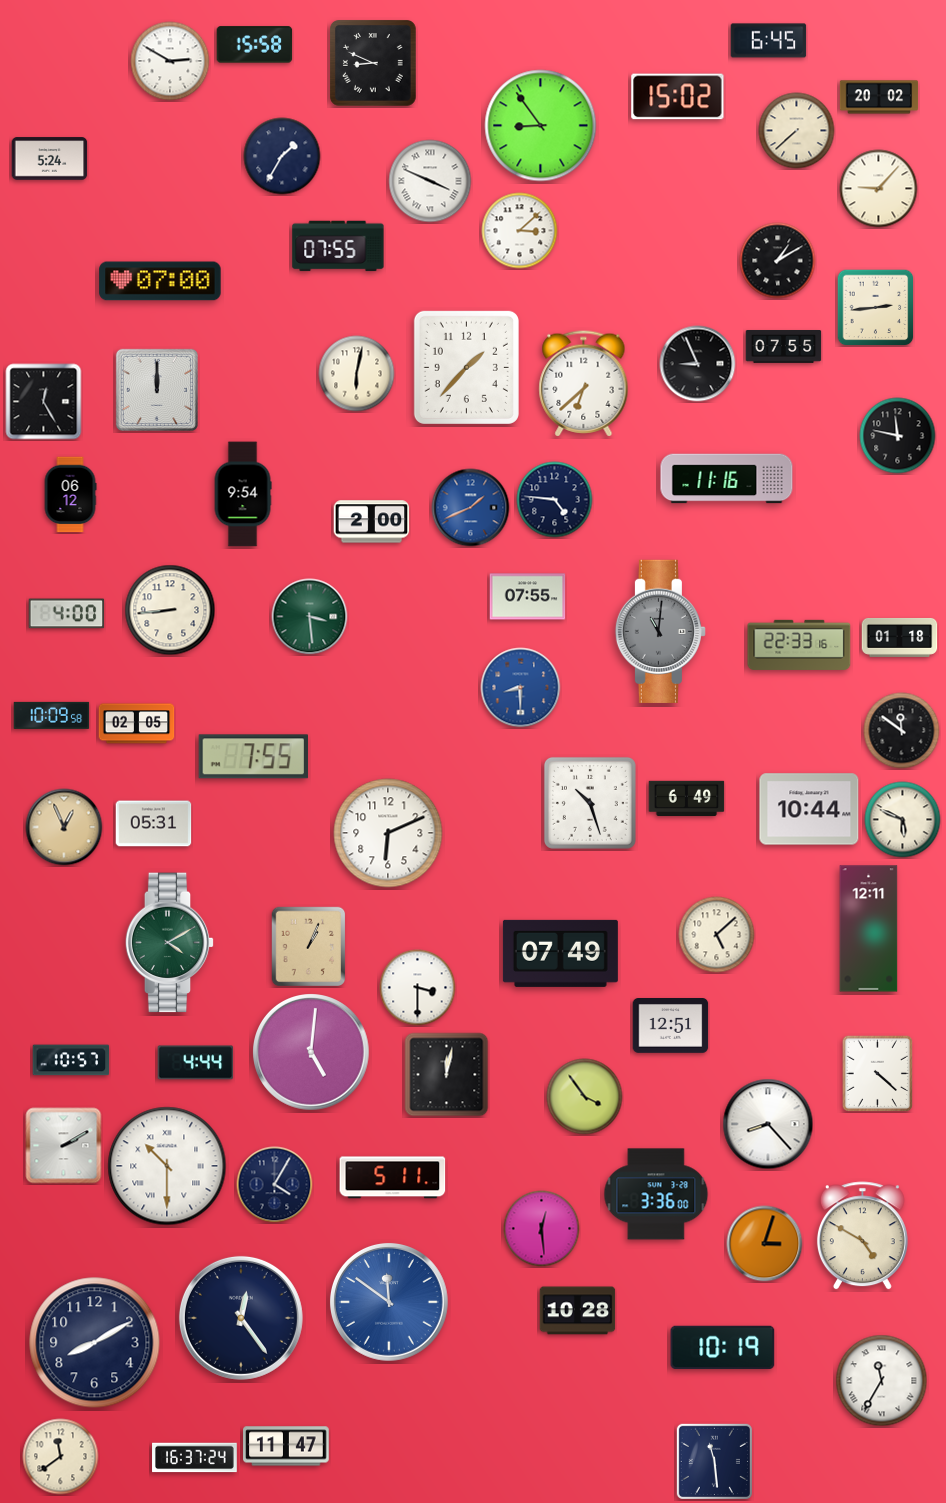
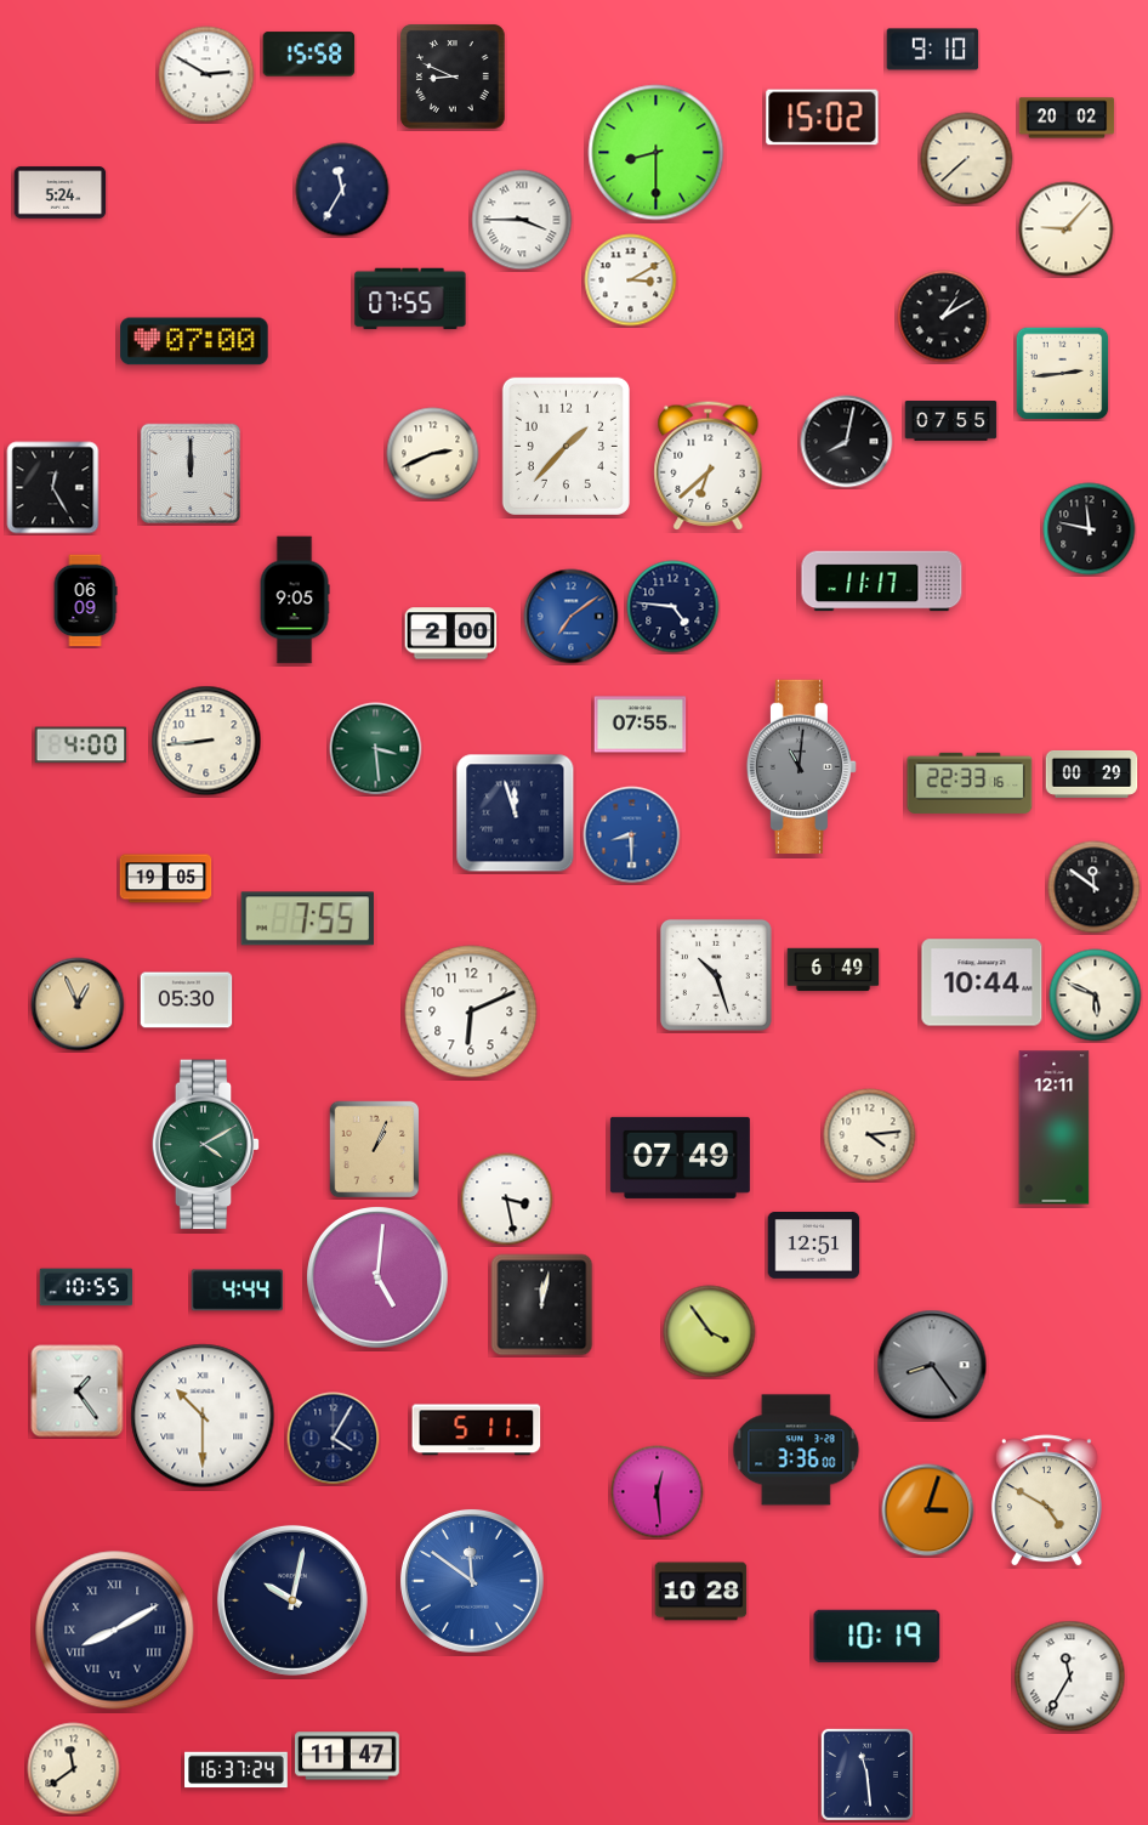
clock at (769, 41): 6:45 -> 9:10
clock at (541, 126): 8:54 -> 8:30
clock at (282, 156): 1:35 -> 11:35
clock at (430, 181): 3:49 -> 3:45
clock at (520, 231): 3:08 -> 3:10
clock at (698, 364): 8:56 -> 8:02
clock at (357, 374): 6:02 -> 2:41
clock at (727, 479): 11:16 -> 11:17
clock at (243, 494): 9:54 -> 9:05
clock at (70, 495): 06:12 -> 06:09
clock at (471, 508): 1:41 -> 7:09
clock at (900, 637): 01:18 -> 00:29
clock at (516, 814): none -> 11:57
clock at (52, 715): 10:09 -> none
clock at (137, 724): 02:05 -> 19:05
clock at (154, 824): 05:31 -> 05:30
clock at (717, 935): 5:08 -> 4:14
clock at (418, 988): 3:30 -> 3:28
clock at (71, 1060): 10:57 -> 10:55
clock at (877, 1073): 4:22 -> none
clock at (768, 1124): 8:23 -> 8:24
clock at (768, 1124) dial: white -> grey
clock at (64, 1146): 2:10 -> 1:24
clock at (241, 1318): 12:24 -> 10:02
clock at (95, 1343) numerals: Arabic -> Roman
